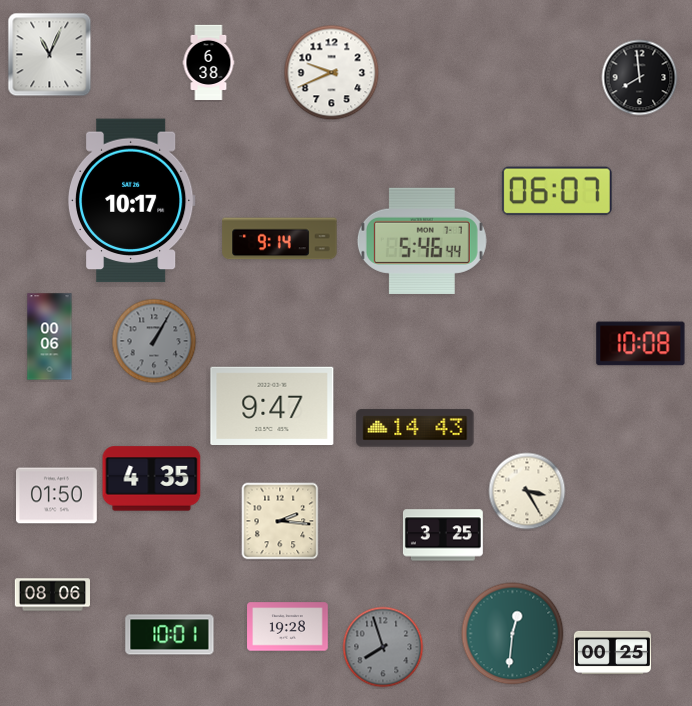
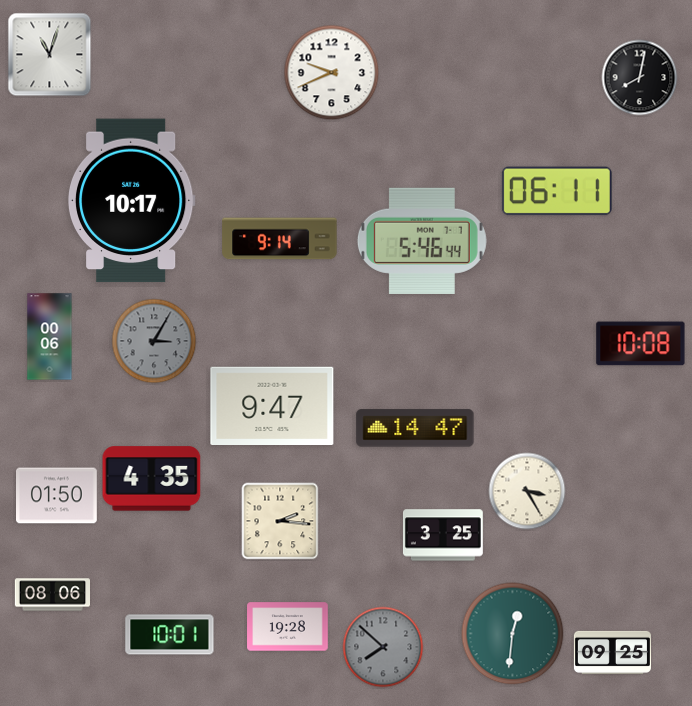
clock at (50, 55): 11:04 -> 11:03
clock at (209, 62): 6:38 -> none
clock at (640, 78): 7:59 -> 8:02
clock at (557, 191): 06:07 -> 06:11
clock at (154, 341): 1:05 -> 3:05
clock at (415, 428): 14:43 -> 14:47
clock at (383, 647): 7:57 -> 7:52
clock at (612, 652): 00:25 -> 09:25
